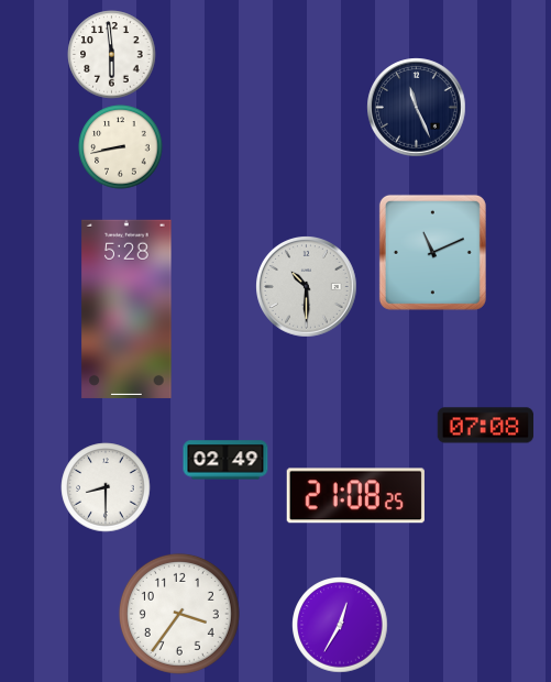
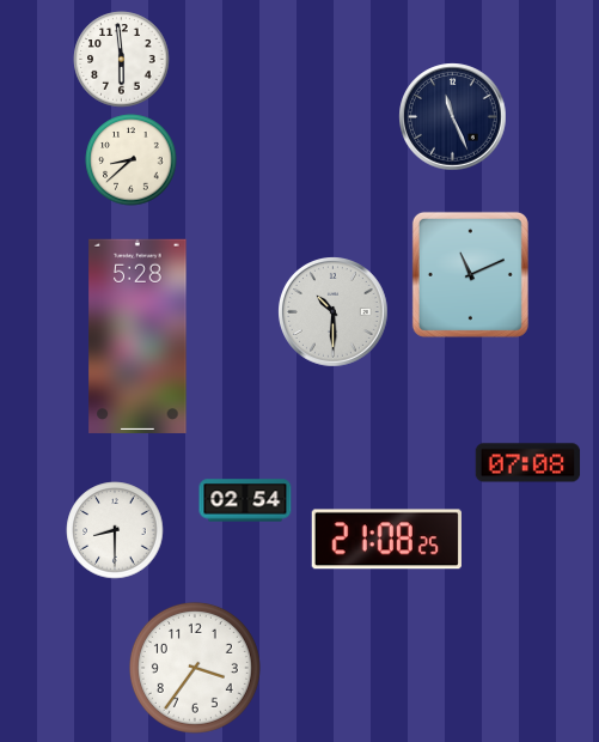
clock at (121, 147): 8:43 -> 8:38
clock at (225, 460): 02:49 -> 02:54
clock at (340, 625): 12:35 -> none
